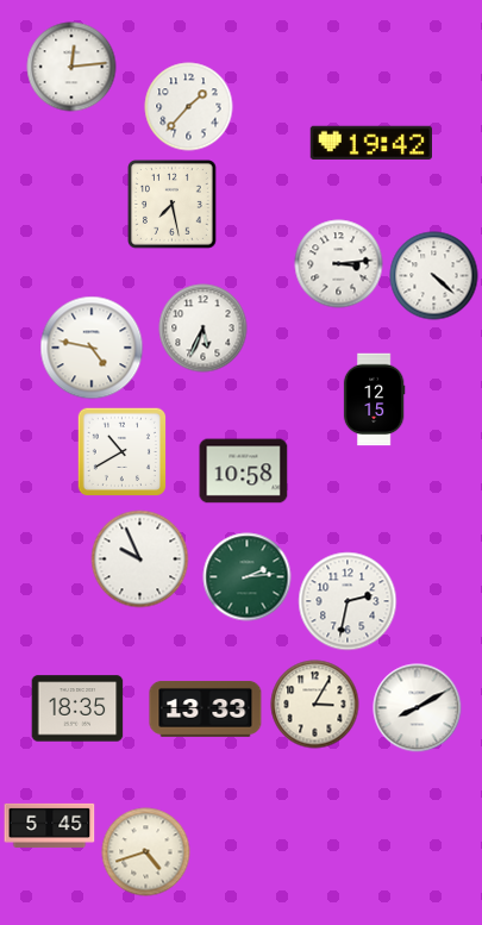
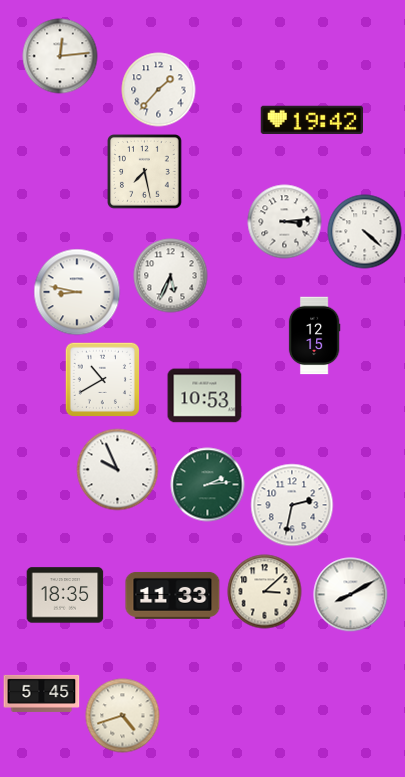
clock at (92, 348): 4:47 -> 8:47
clock at (244, 471): 10:58 -> 10:53
clock at (315, 705): 3:05 -> 3:08
clock at (206, 708): 13:33 -> 11:33
